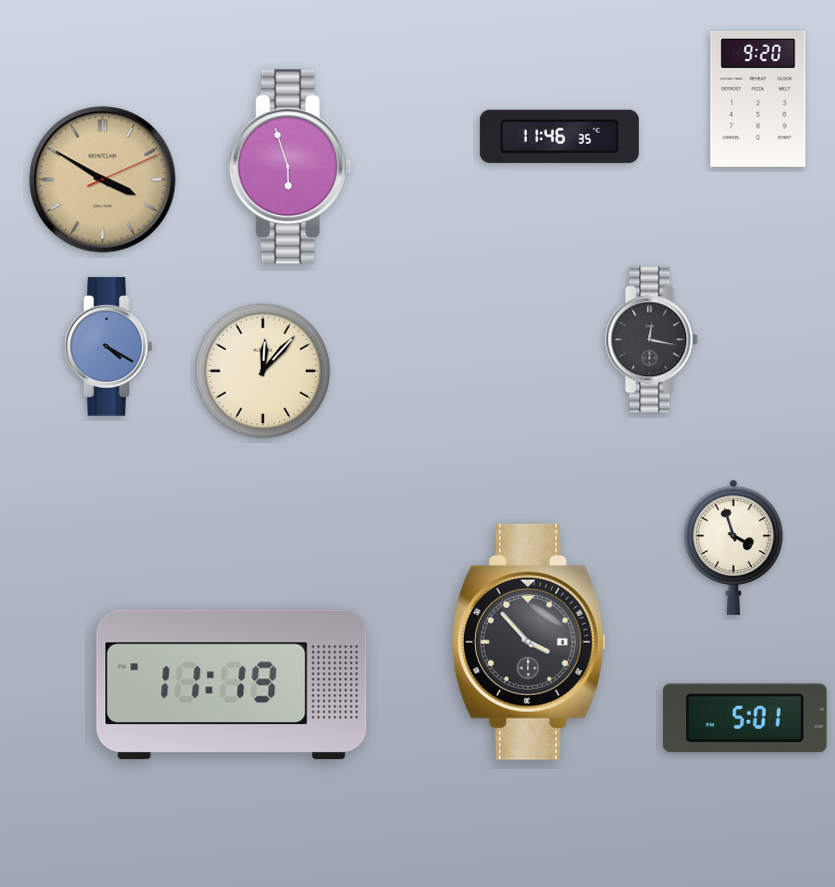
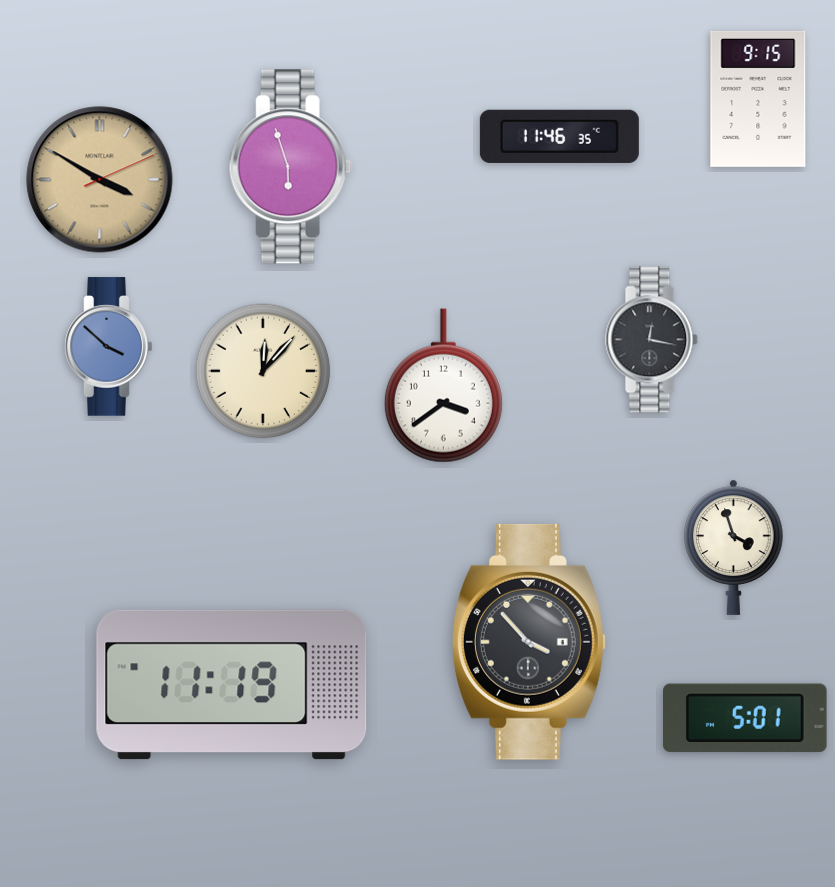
clock at (758, 99): 9:20 -> 9:15
clock at (103, 180) position: (103, 180) -> (100, 180)
clock at (109, 347): 4:20 -> 3:52
clock at (443, 386): none -> 3:39
